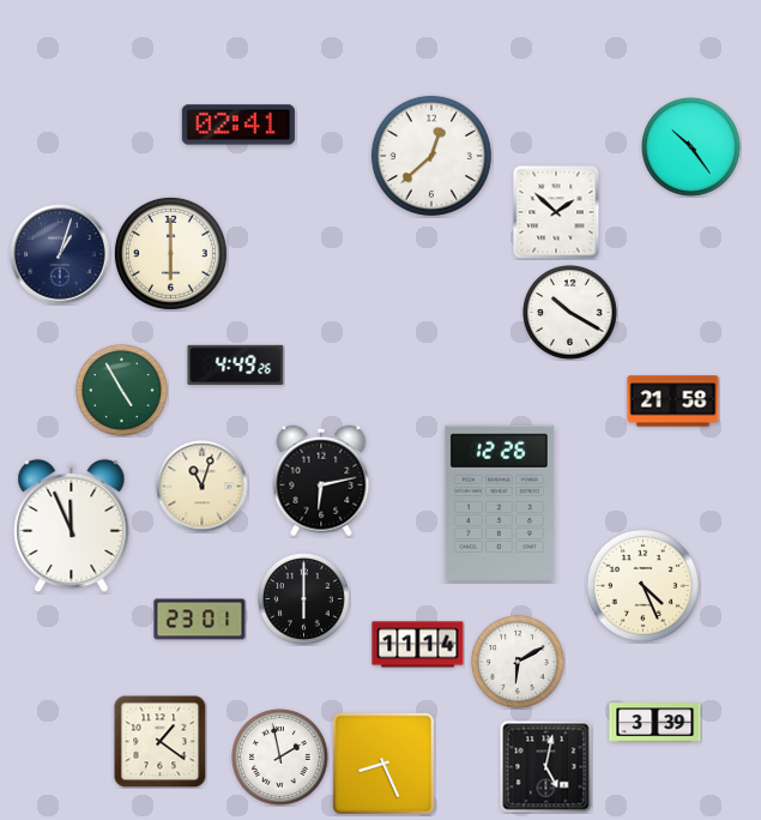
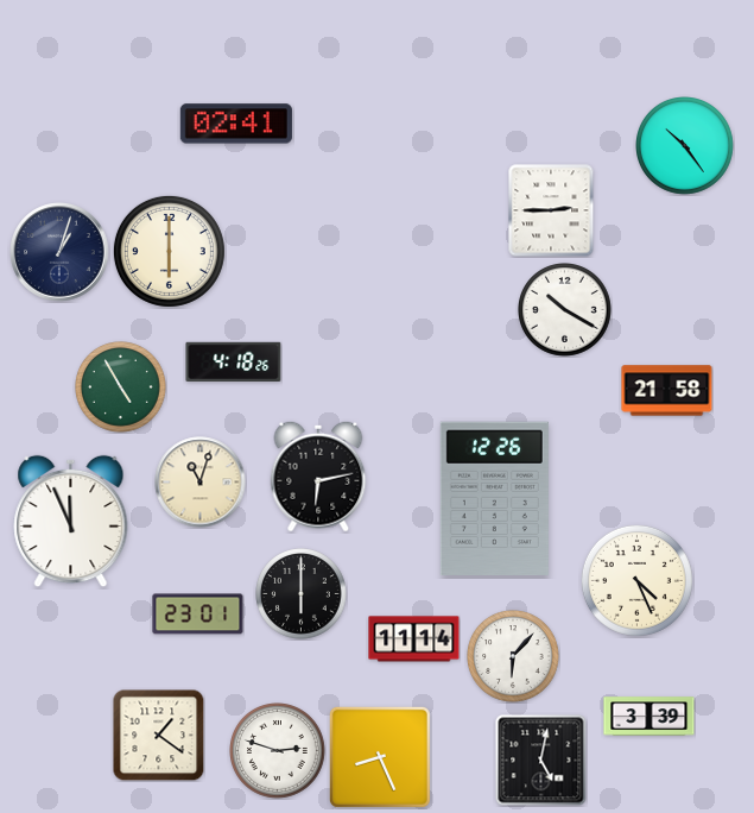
clock at (431, 156): 12:38 -> none
clock at (556, 212): 1:52 -> 2:45
clock at (236, 364): 4:49 -> 4:18
clock at (674, 402) position: (674, 402) -> (667, 391)
clock at (518, 662): 6:10 -> 6:07
clock at (280, 758): 1:58 -> 2:48
